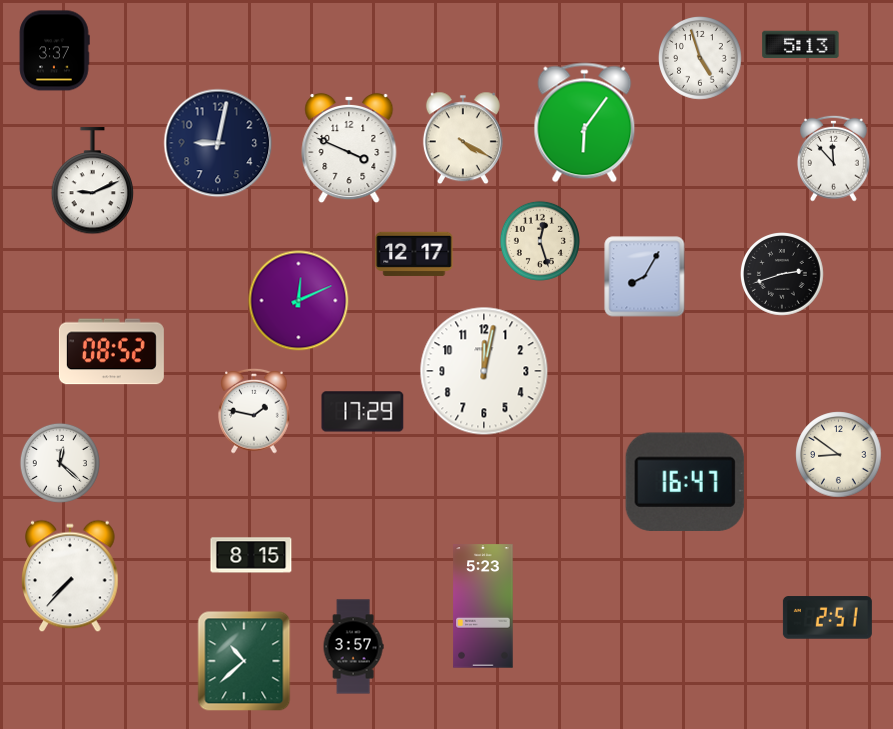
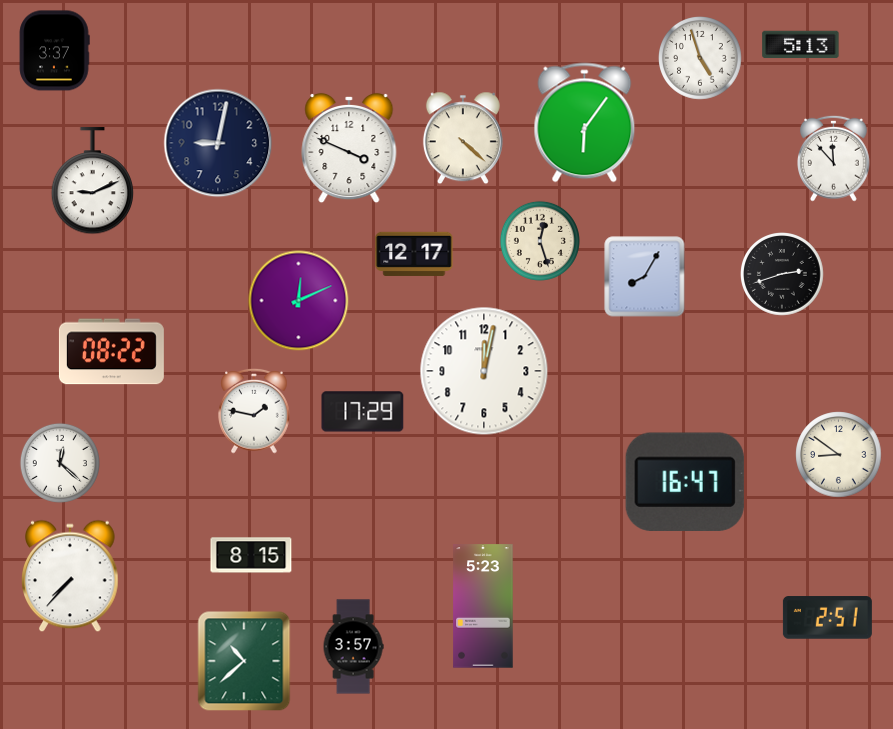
clock at (463, 138): 4:20 -> 4:22
clock at (111, 352): 08:52 -> 08:22
